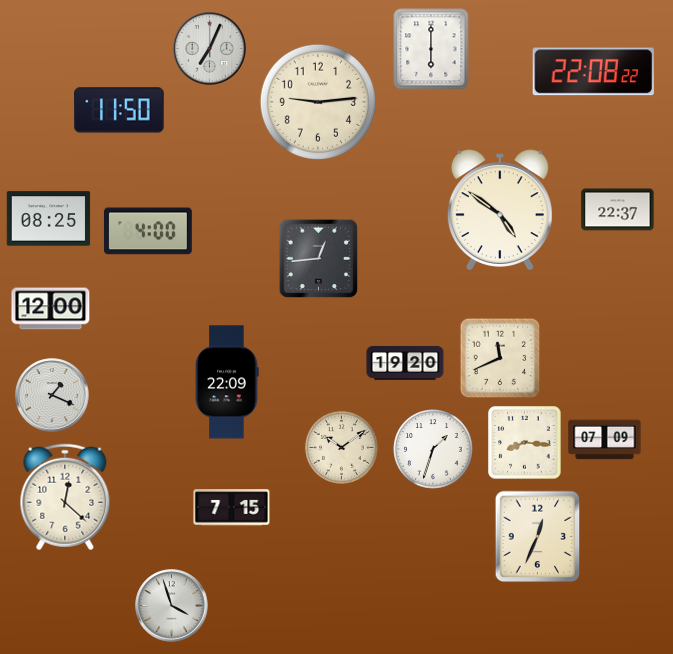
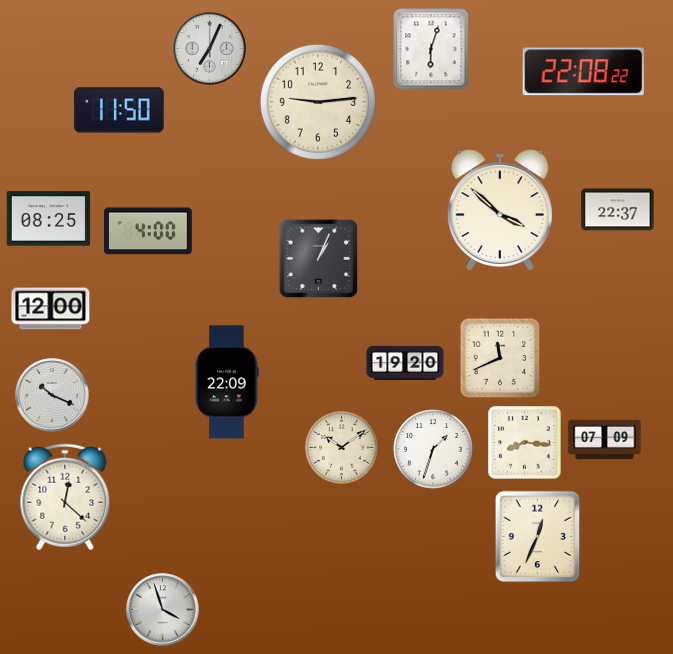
clock at (431, 49): 6:00 -> 6:03
clock at (593, 72) position: (593, 72) -> (583, 72)
clock at (500, 210): 4:51 -> 3:52
clock at (319, 259): 12:44 -> 1:04
clock at (52, 395): 1:19 -> 10:19
clock at (232, 508): 7:15 -> none
clock at (172, 606) position: (172, 606) -> (163, 610)
